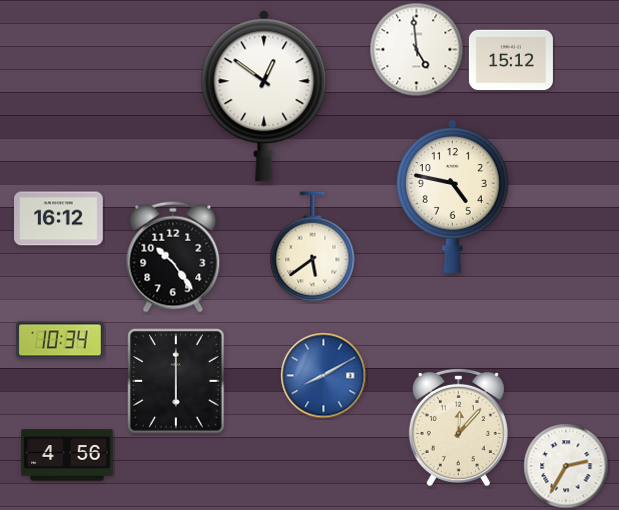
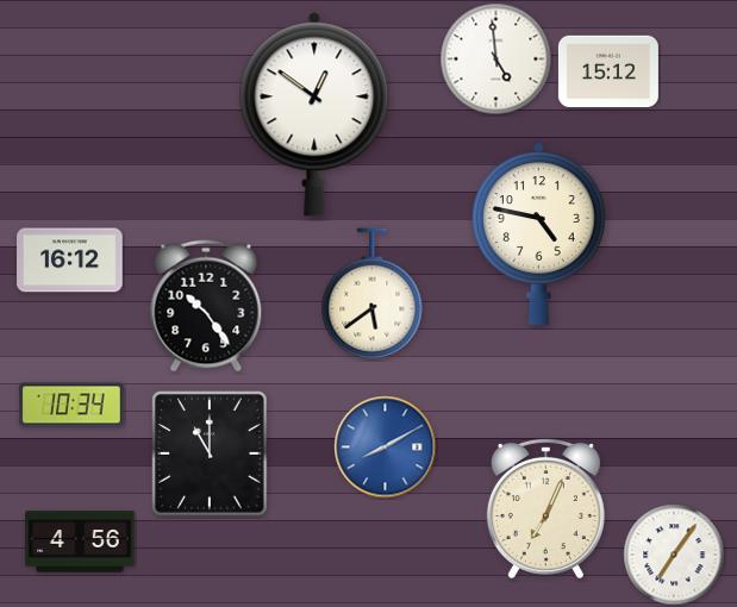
clock at (176, 381): 6:00 -> 11:00
clock at (458, 427): 12:07 -> 7:04
clock at (566, 466): 2:35 -> 7:06
